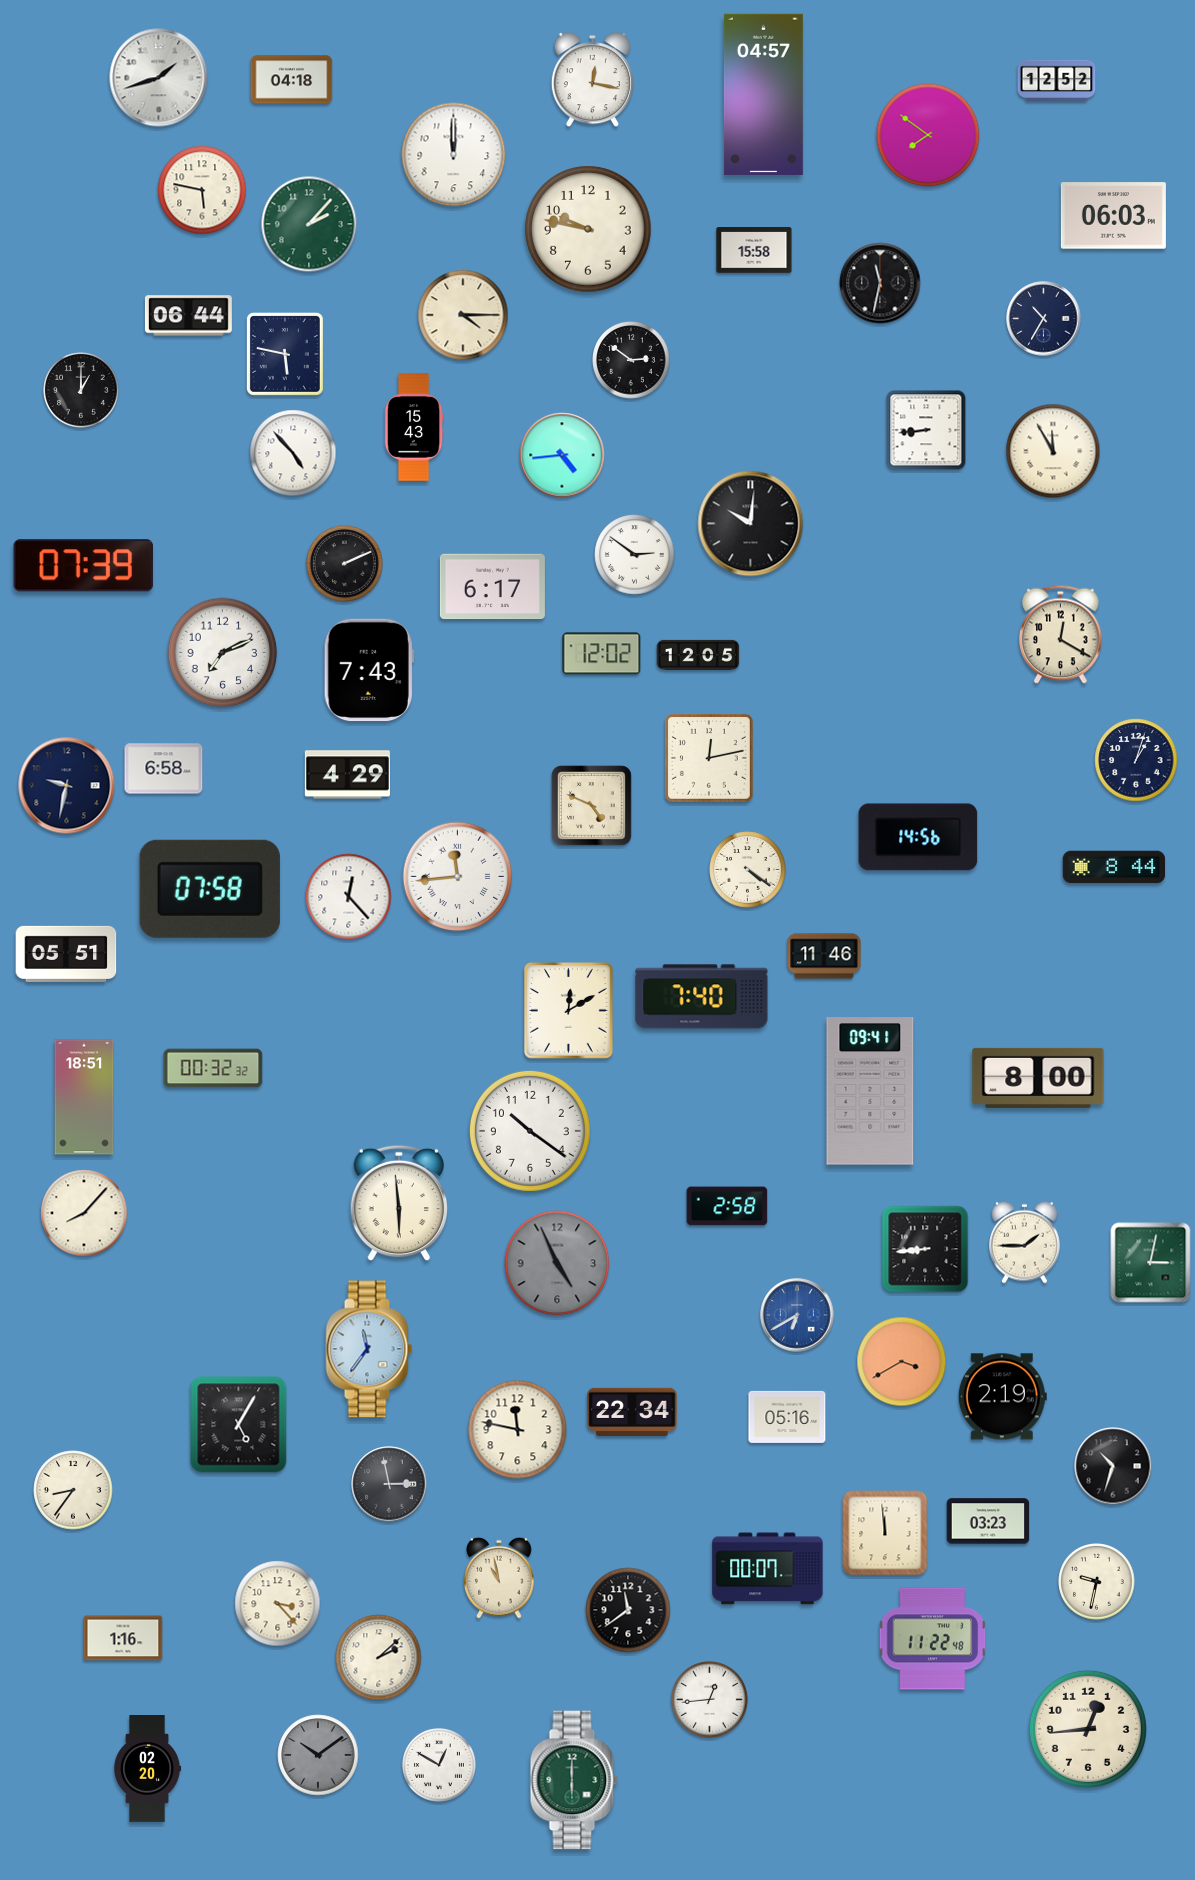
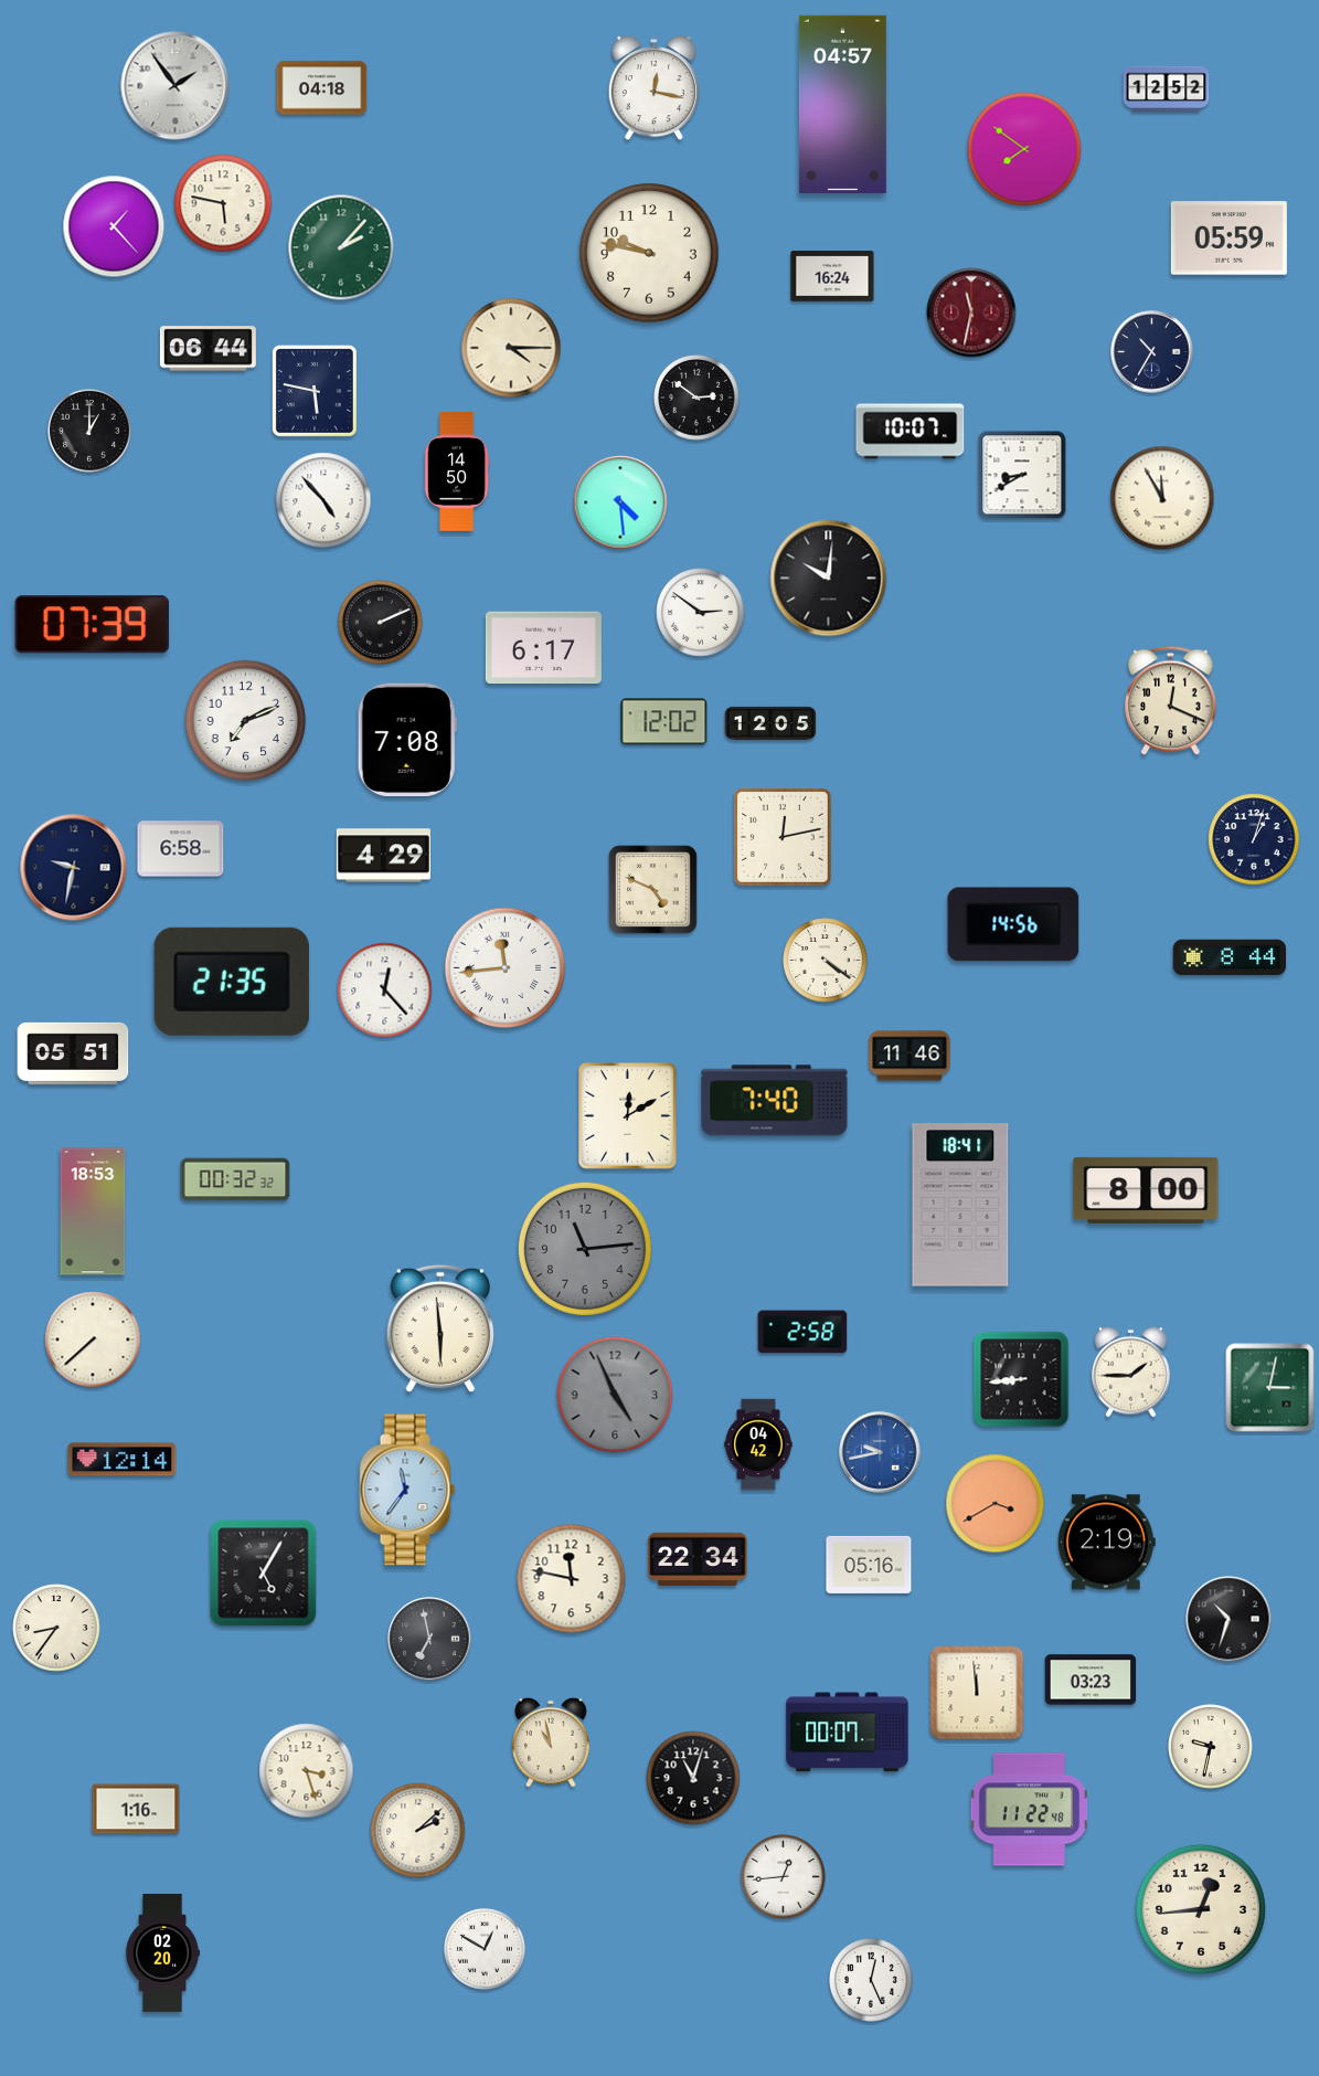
clock at (159, 78): 1:42 -> 1:54
clock at (454, 155): 12:00 -> none
clock at (202, 190) position: (202, 190) -> (223, 203)
clock at (114, 226): none -> 1:23
clock at (1113, 216): 06:03 -> 05:59
clock at (754, 250): 15:58 -> 16:24
clock at (880, 283) dial: black -> burgundy
clock at (911, 432): none -> 10:07
clock at (414, 427): 15:43 -> 14:50
clock at (926, 430): 8:44 -> 8:40
clock at (562, 455): 4:44 -> 4:29
clock at (1061, 635): 12:20 -> 12:19
clock at (369, 670): 7:43 -> 7:08
clock at (210, 889): 07:58 -> 21:35
clock at (870, 1091): 09:41 -> 18:41
clock at (84, 1097): 18:51 -> 18:53
clock at (530, 1131): 10:21 -> 11:14
clock at (530, 1131) dial: white -> grey
clock at (84, 1213): 8:07 -> 7:38
clock at (1151, 1263) position: (1151, 1263) -> (1270, 1388)
clock at (758, 1444): none -> 04:42
clock at (797, 1315): 6:40 -> 9:43
clock at (123, 1460): none -> 12:14
clock at (389, 1484): 2:58 -> 6:58
clock at (73, 1490) position: (73, 1490) -> (56, 1628)
clock at (278, 1604): 3:23 -> 3:27
clock at (628, 1610): 11:39 -> 11:03
clock at (318, 1755): 10:09 -> none
clock at (574, 1780): 6:00 -> none
clock at (872, 1981): none -> 12:26
